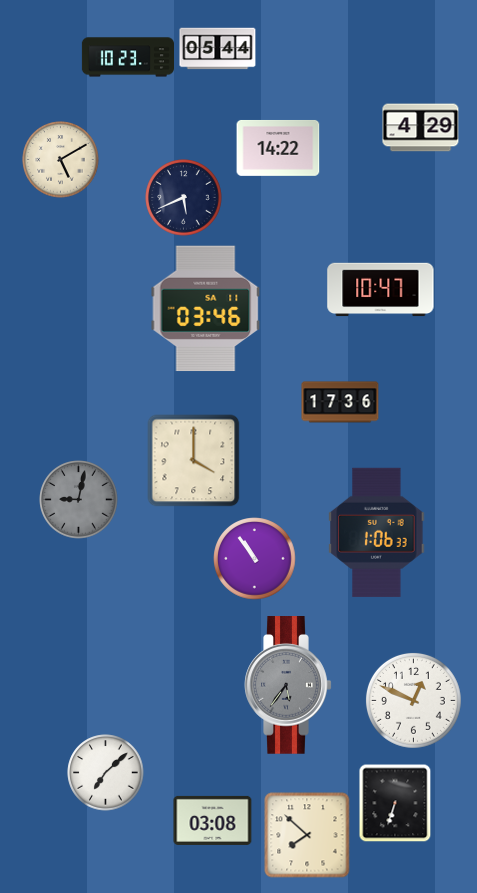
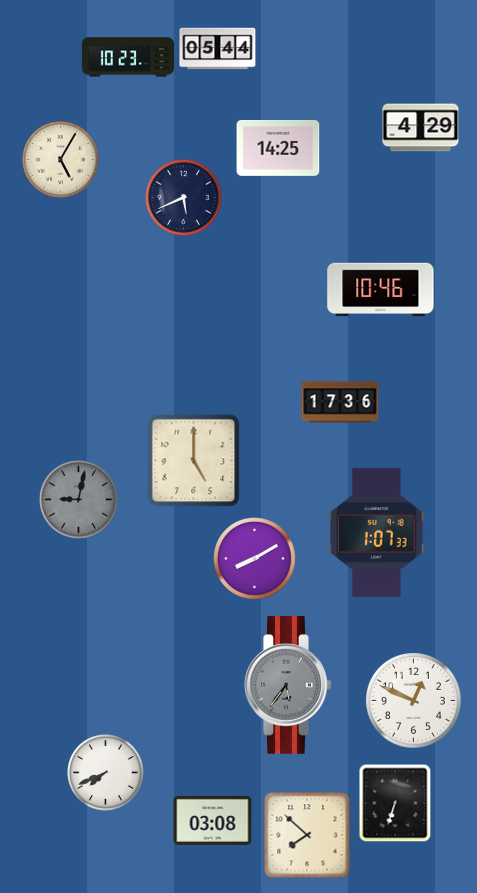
clock at (278, 148): 14:22 -> 14:25
clock at (61, 160): 5:10 -> 5:05
clock at (381, 290): 10:47 -> 10:46
clock at (206, 309): 03:46 -> none
clock at (194, 461): 4:00 -> 5:00
clock at (377, 532): 1:06 -> 1:07
clock at (255, 559): 10:54 -> 8:10
clock at (106, 773): 7:08 -> 7:41
